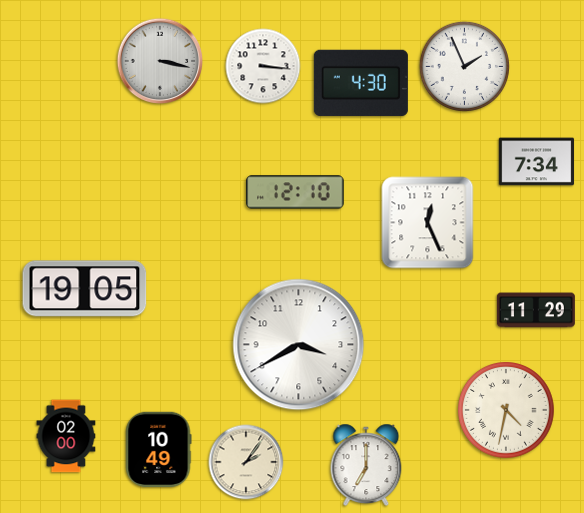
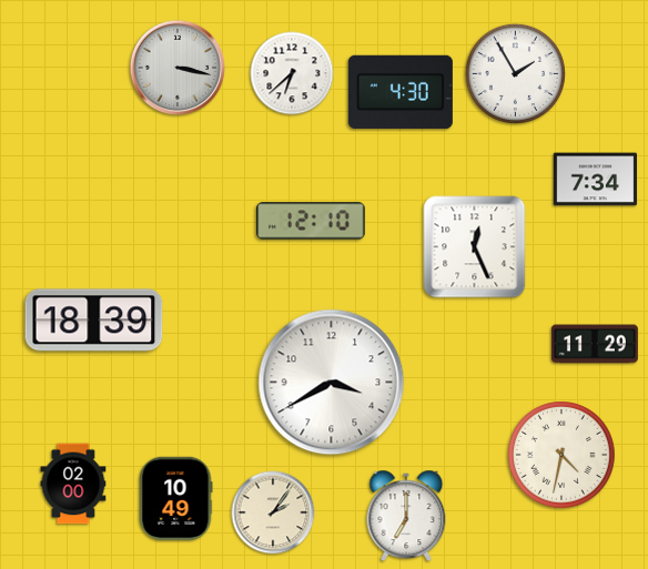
clock at (263, 66): 3:16 -> 6:38
clock at (464, 66): 1:56 -> 1:55
clock at (295, 192) position: (295, 192) -> (311, 221)
clock at (85, 289): 19:05 -> 18:39
